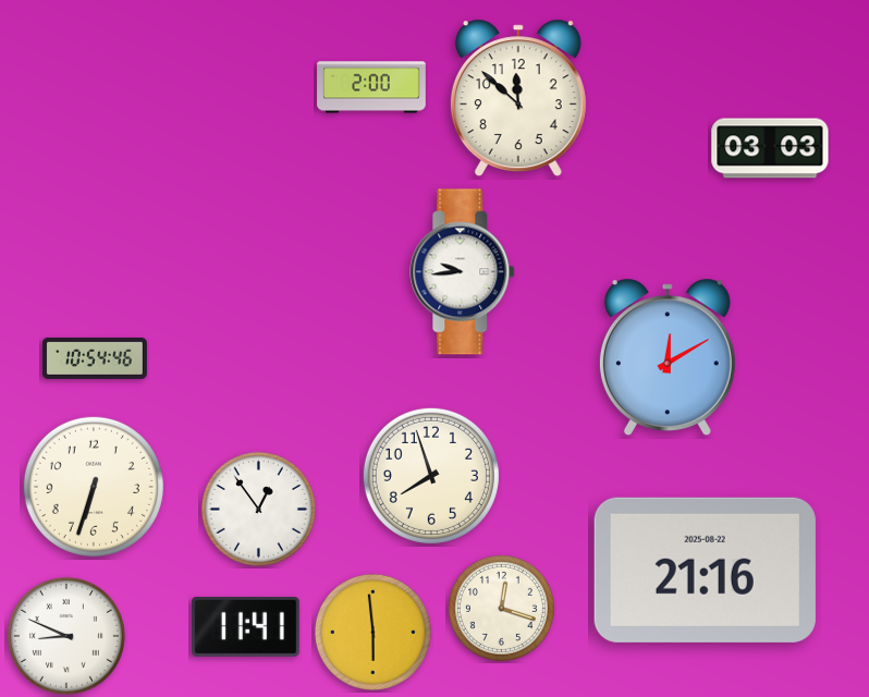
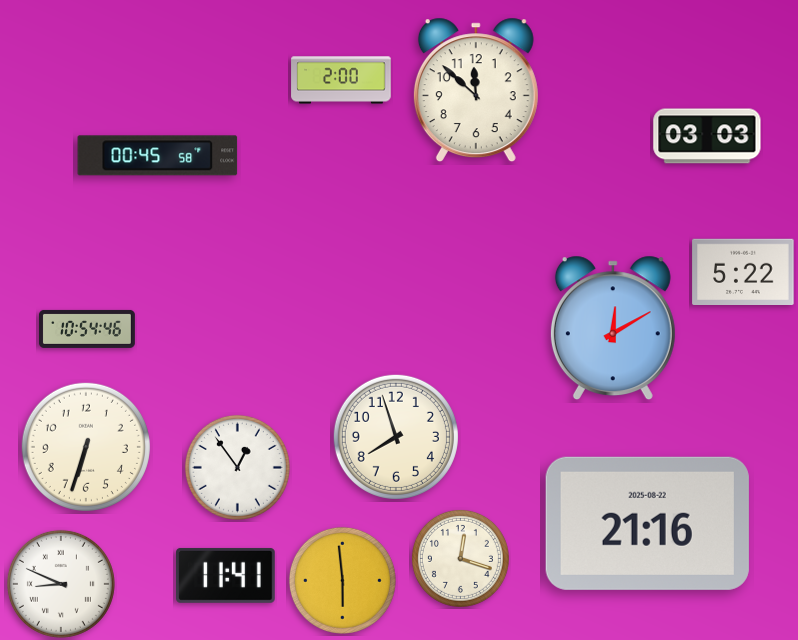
clock at (158, 156): none -> 00:45
clock at (463, 272): 9:44 -> none
clock at (743, 271): none -> 5:22
